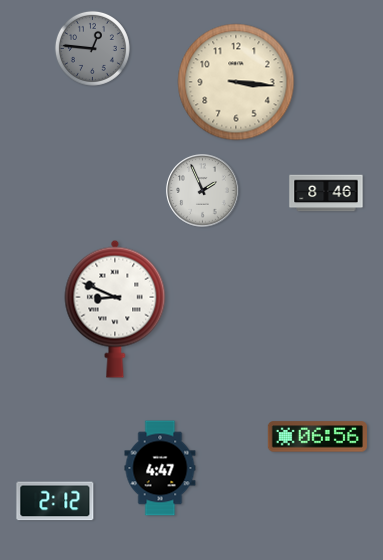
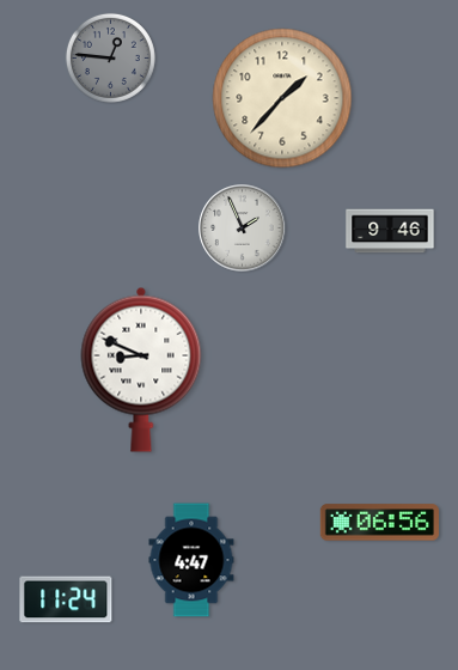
clock at (236, 82): 3:16 -> 1:37
clock at (326, 193): 8:46 -> 9:46
clock at (115, 309) position: (115, 309) -> (141, 370)
clock at (55, 501): 2:12 -> 11:24
